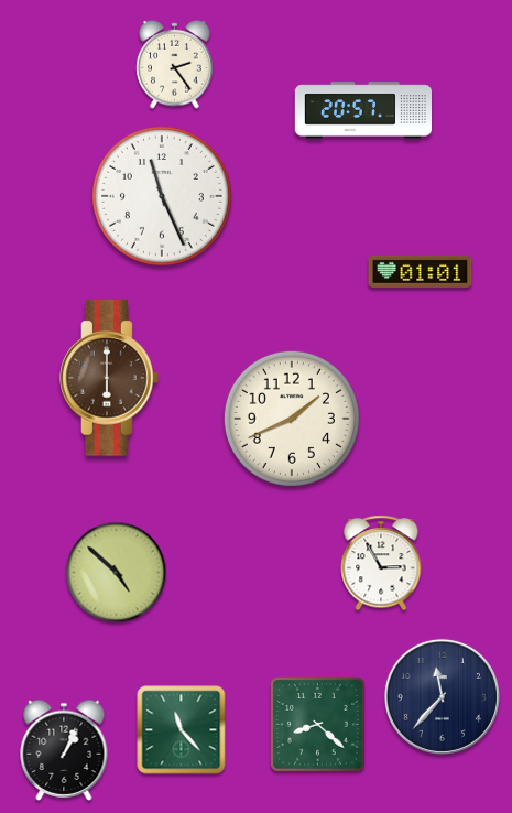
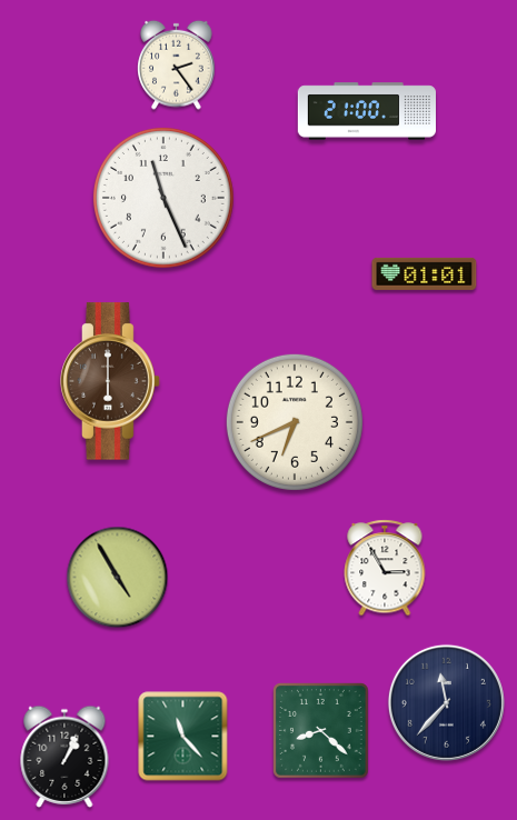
clock at (362, 110): 20:57 -> 21:00
clock at (292, 419): 1:41 -> 6:41
clock at (117, 573): 4:52 -> 4:55
